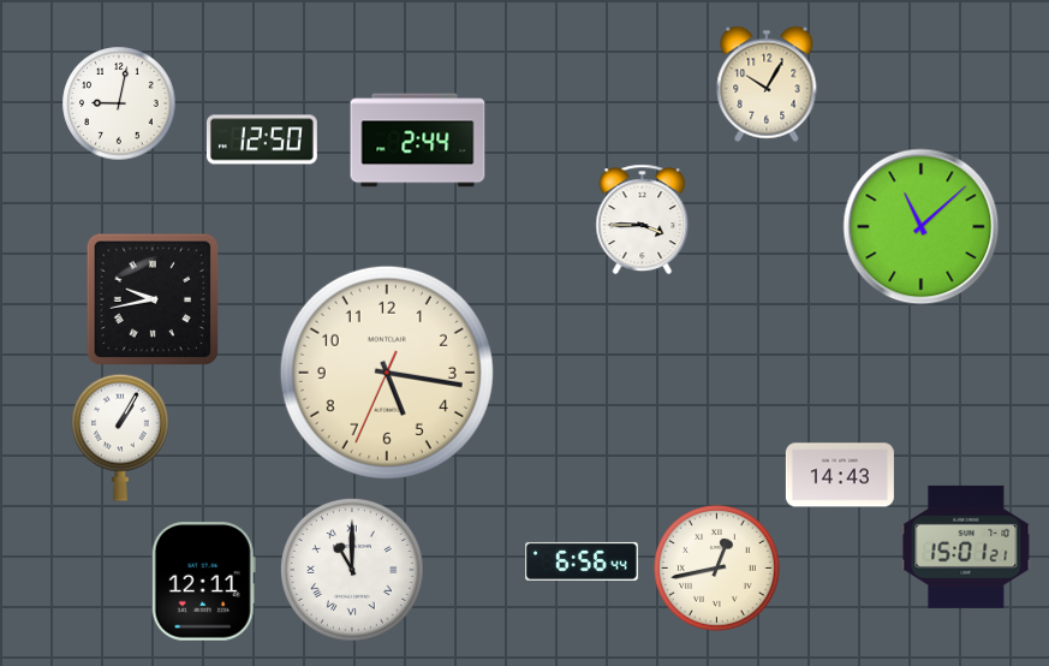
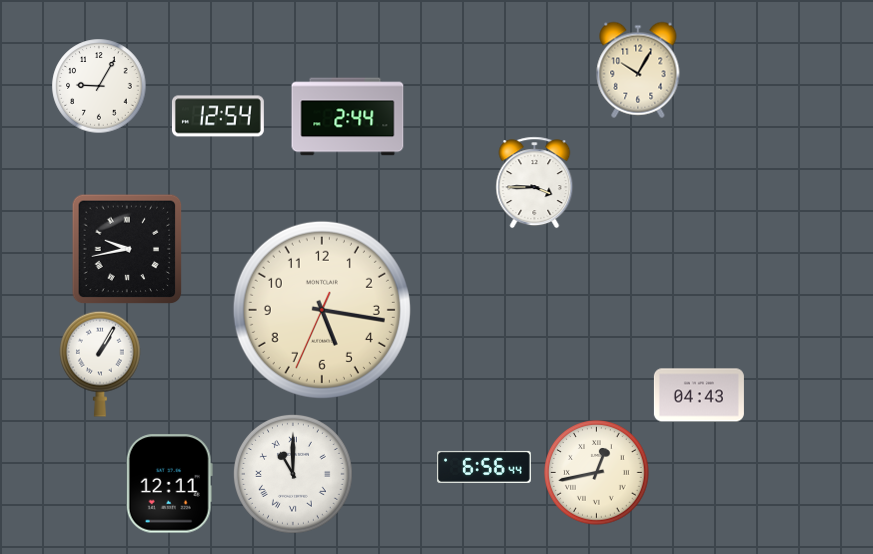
clock at (119, 103): 9:02 -> 9:05
clock at (262, 139): 12:50 -> 12:54
clock at (922, 227): 11:08 -> none
clock at (840, 475): 14:43 -> 04:43
clock at (966, 547): 15:01 -> none
